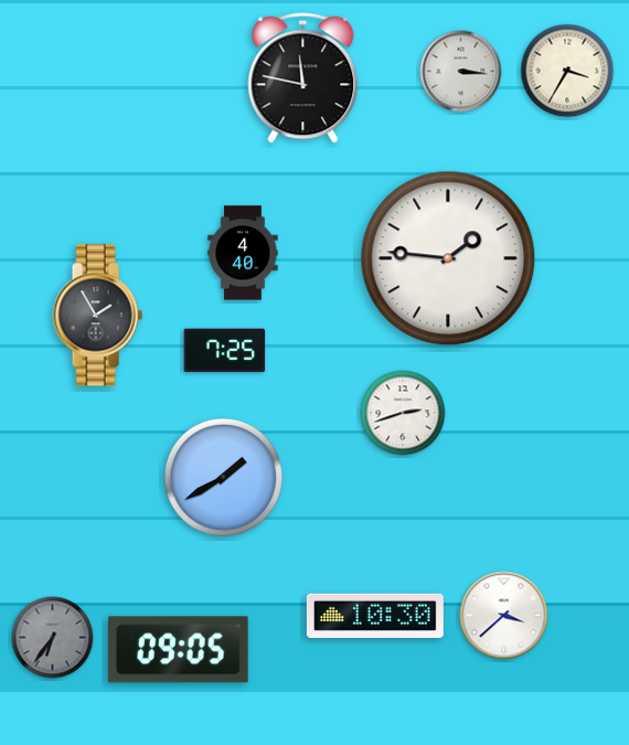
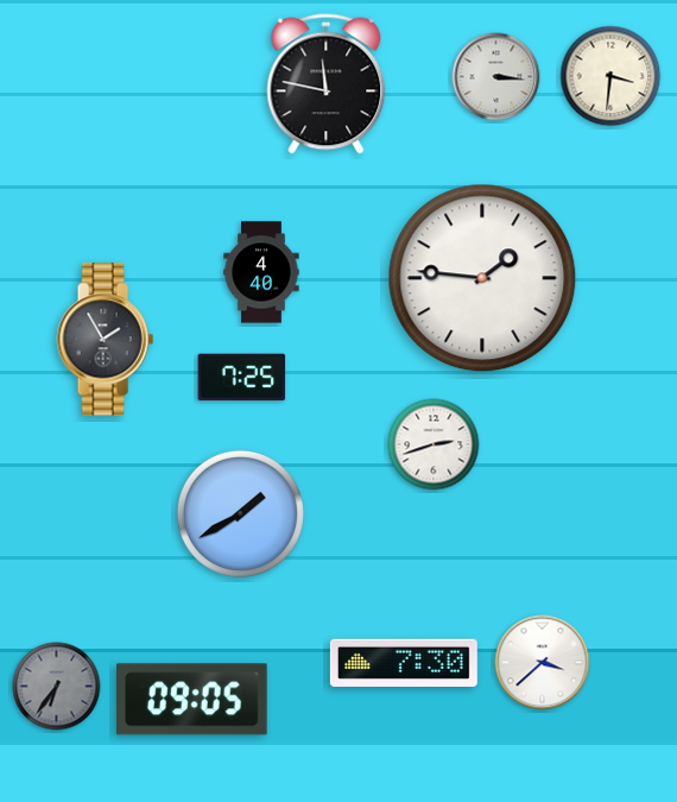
clock at (567, 71): 3:35 -> 3:31
clock at (375, 616): 10:30 -> 7:30
